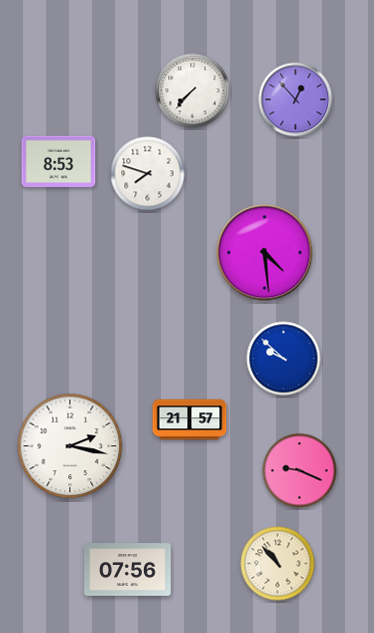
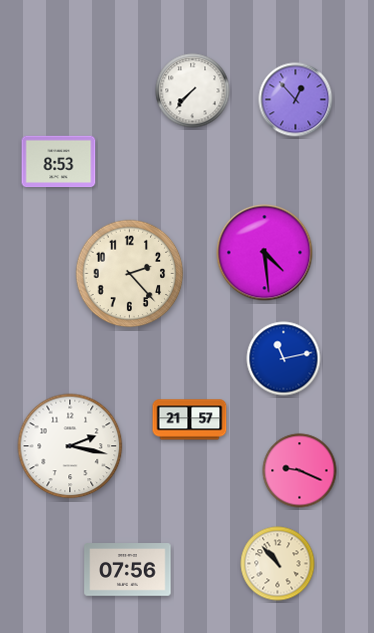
clock at (148, 174): 7:48 -> none
clock at (130, 274): none -> 2:23
clock at (284, 359): 9:52 -> 11:13
